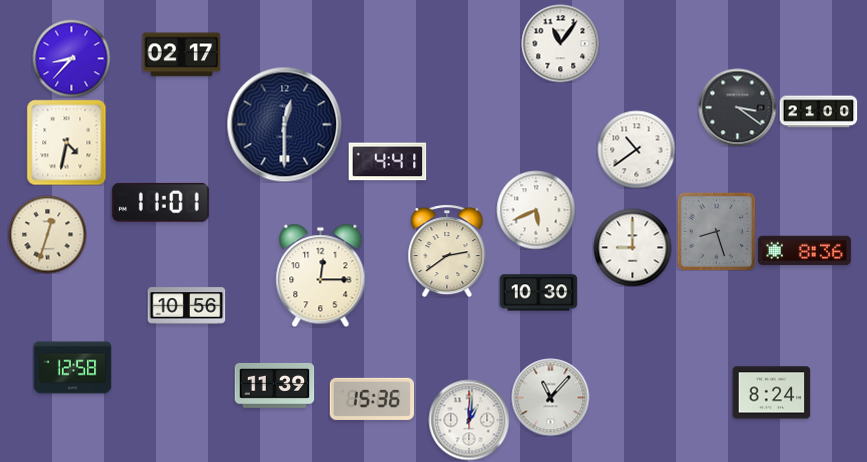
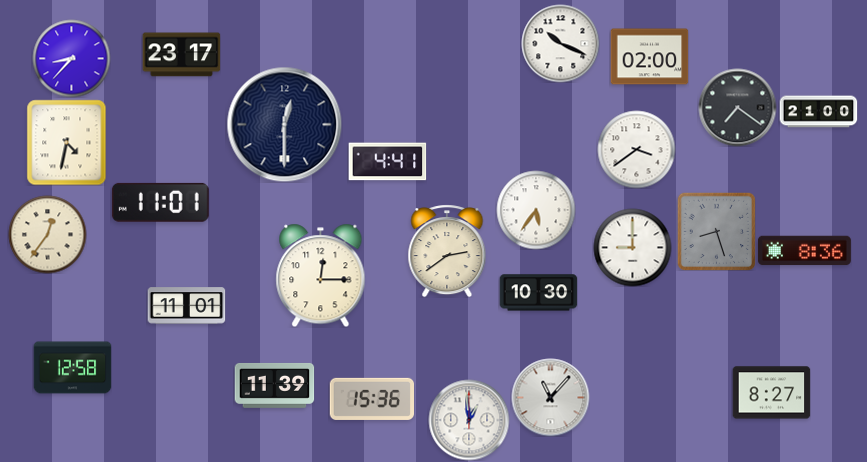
clock at (560, 43): 11:06 -> 10:19
clock at (181, 55): 02:17 -> 23:17
clock at (649, 57): none -> 02:00
clock at (737, 107): 3:21 -> 7:21
clock at (636, 149): 10:39 -> 3:39
clock at (536, 210): 5:41 -> 5:36
clock at (47, 234): 12:33 -> 12:36
clock at (186, 306): 10:56 -> 11:01
clock at (771, 393): 8:24 -> 8:27
clock at (469, 420): 1:01 -> 12:59
